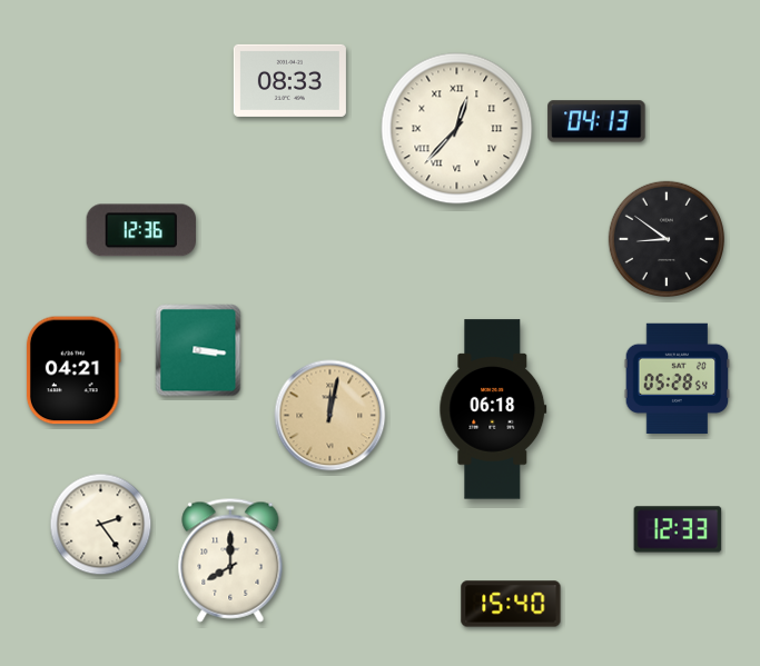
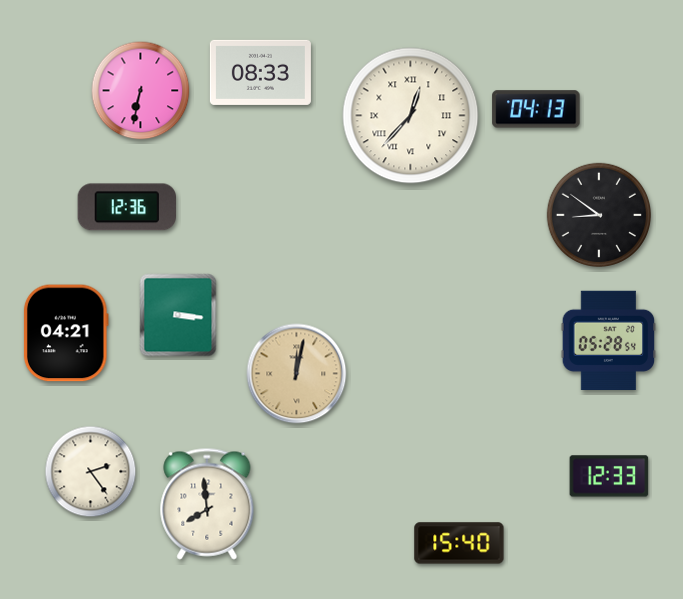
clock at (141, 91): none -> 6:32
clock at (493, 409): 06:18 -> none
clock at (230, 560): 8:00 -> 7:59
